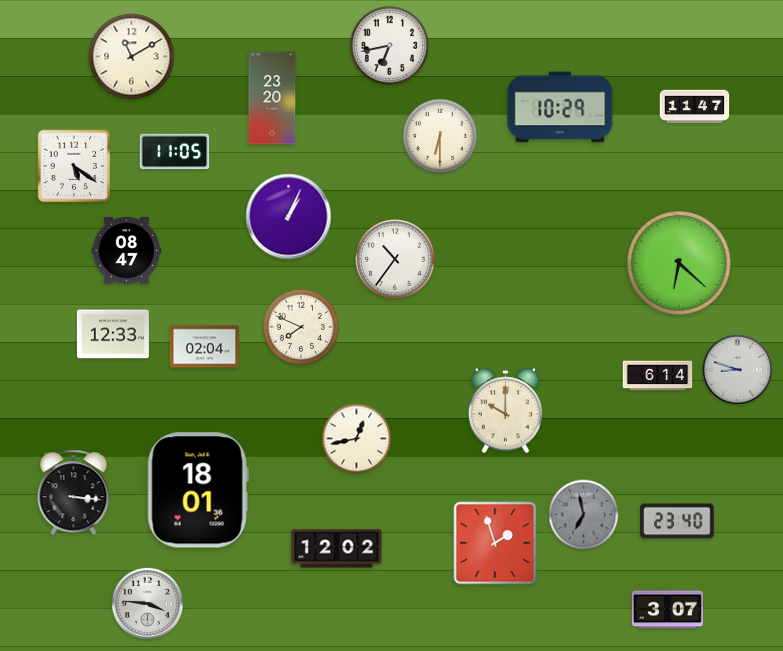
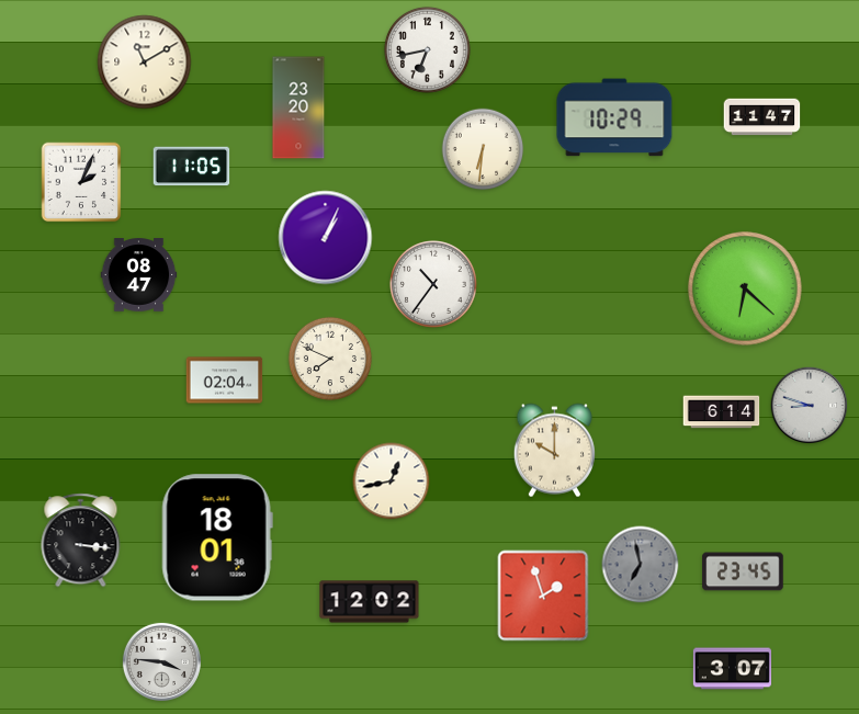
clock at (440, 136): 6:30 -> 6:31
clock at (74, 166): 5:21 -> 2:04
clock at (289, 217) position: (289, 217) -> (326, 238)
clock at (113, 334): 12:33 -> none
clock at (677, 521): 23:40 -> 23:45
